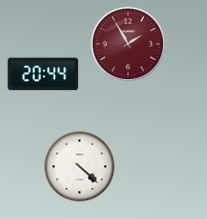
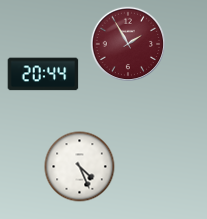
clock at (80, 167): 4:22 -> 4:26
